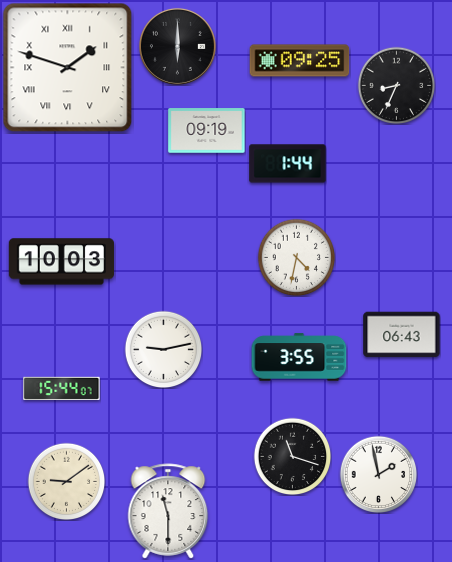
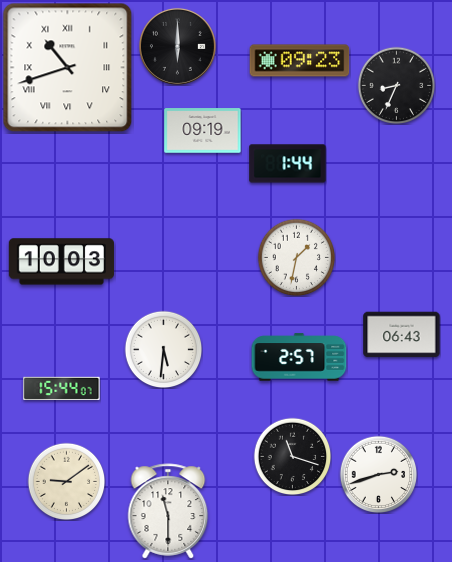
clock at (300, 61): 09:25 -> 09:23
clock at (68, 68): 1:48 -> 10:42
clock at (207, 131) position: (207, 131) -> (203, 131)
clock at (296, 257): 4:32 -> 1:32
clock at (163, 349): 9:13 -> 5:31
clock at (299, 357): 3:55 -> 2:57
clock at (378, 474): 1:58 -> 2:42
